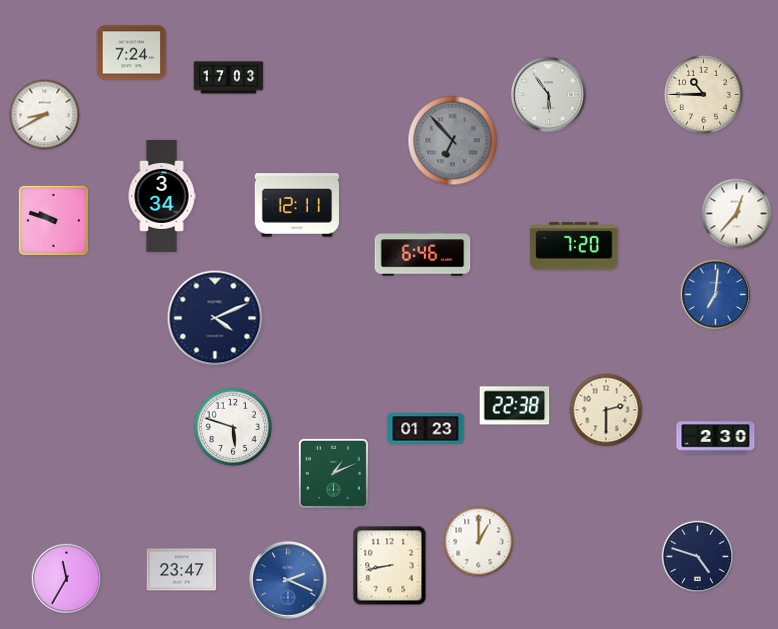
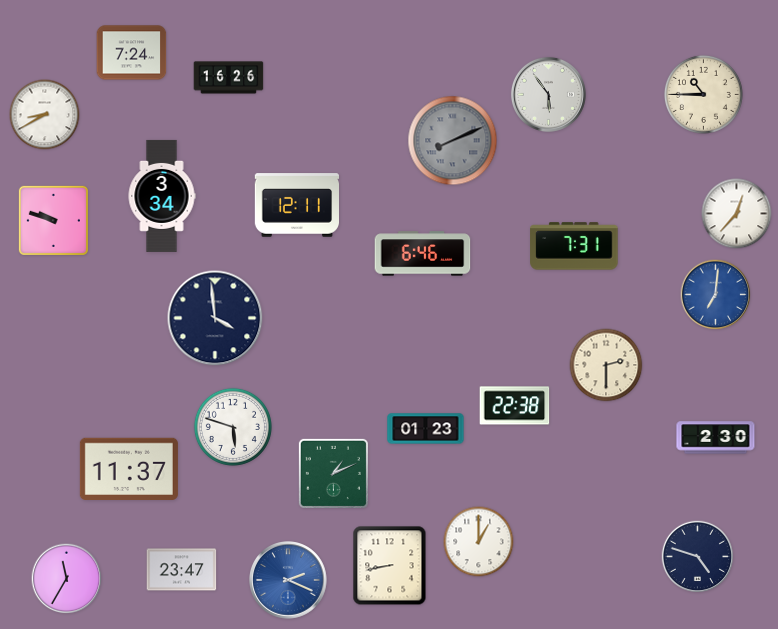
clock at (229, 78): 17:03 -> 16:26
clock at (453, 141): 6:53 -> 8:11
clock at (574, 246): 7:20 -> 7:31
clock at (215, 318): 4:11 -> 3:59
clock at (606, 410) position: (606, 410) -> (606, 365)
clock at (129, 469): none -> 11:37
